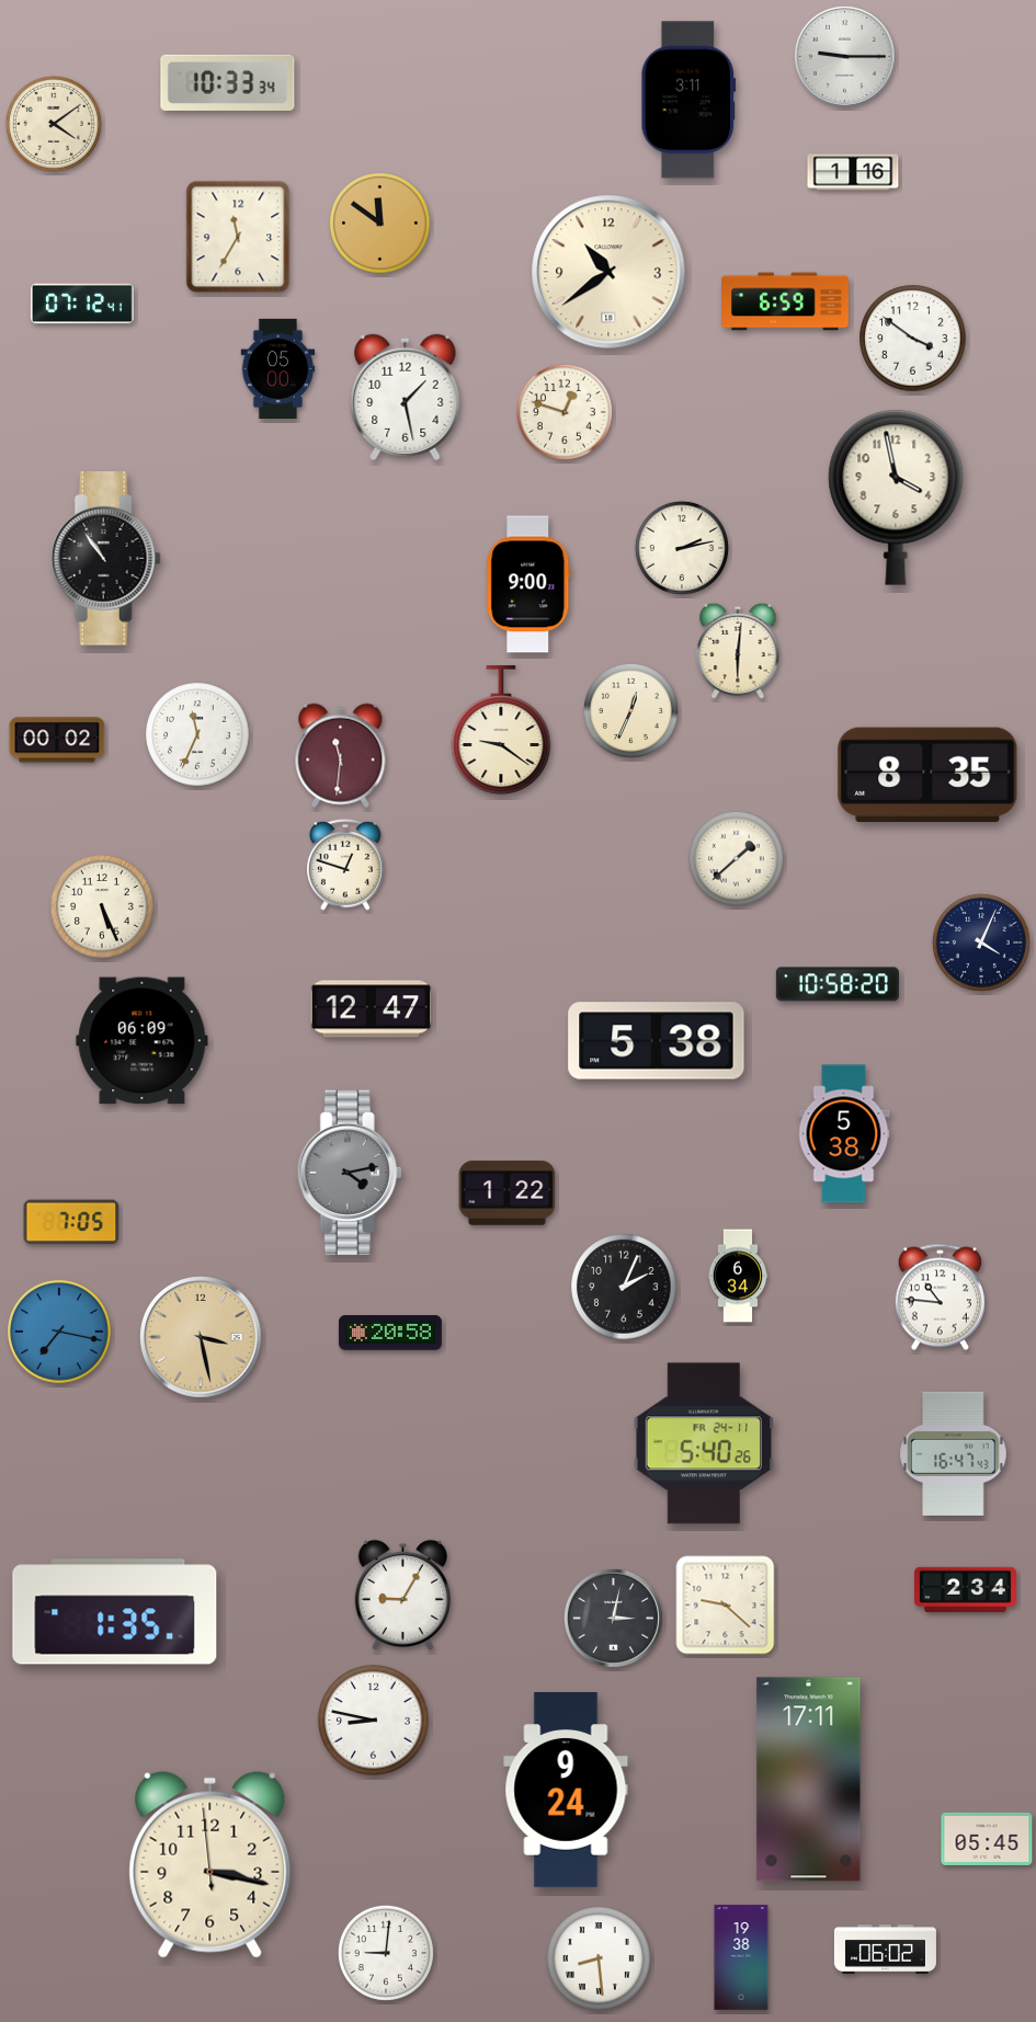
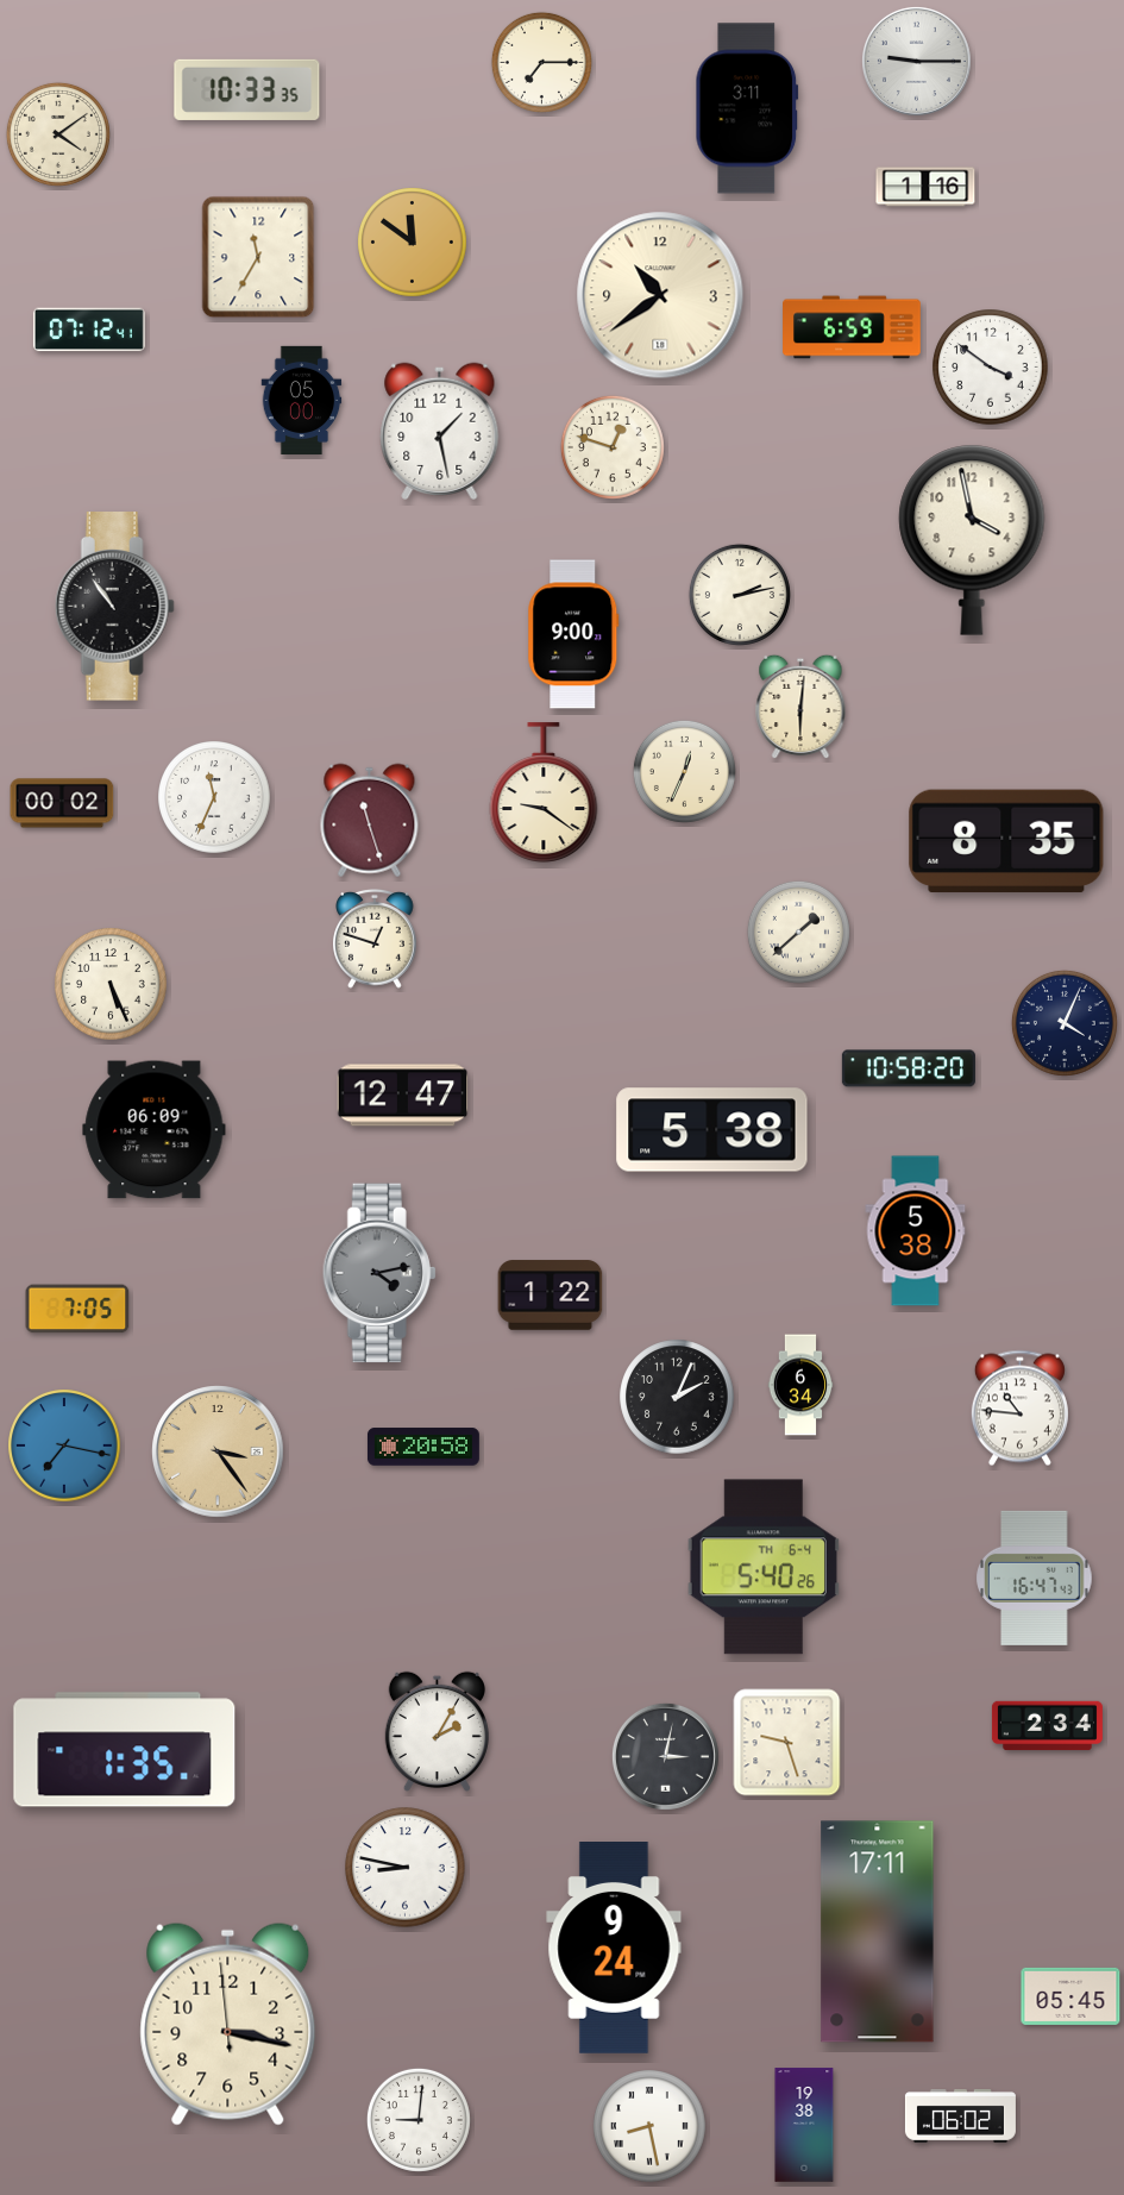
clock at (541, 62): none -> 7:15
clock at (228, 82): 10:33:34 -> 10:33:35
clock at (341, 756): 11:31 -> 11:27
clock at (71, 1222) position: (71, 1222) -> (77, 1309)
clock at (201, 1337): 3:28 -> 3:24
clock at (704, 1443) date: FR 24-11 -> TH 6-4
clock at (402, 1596): 9:05 -> 2:05
clock at (726, 1606): 9:22 -> 9:27
clock at (566, 1791) position: (566, 1791) -> (614, 1949)
clock at (599, 1958): 8:29 -> 8:28
